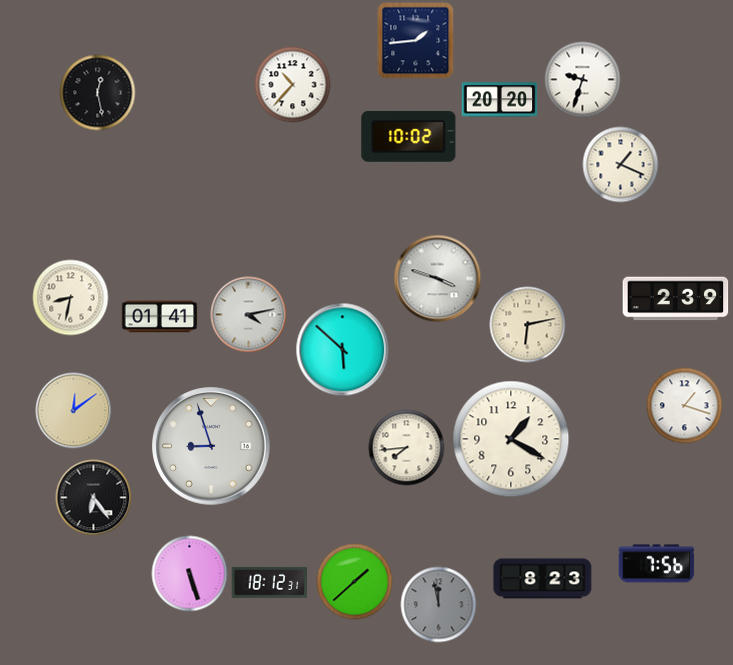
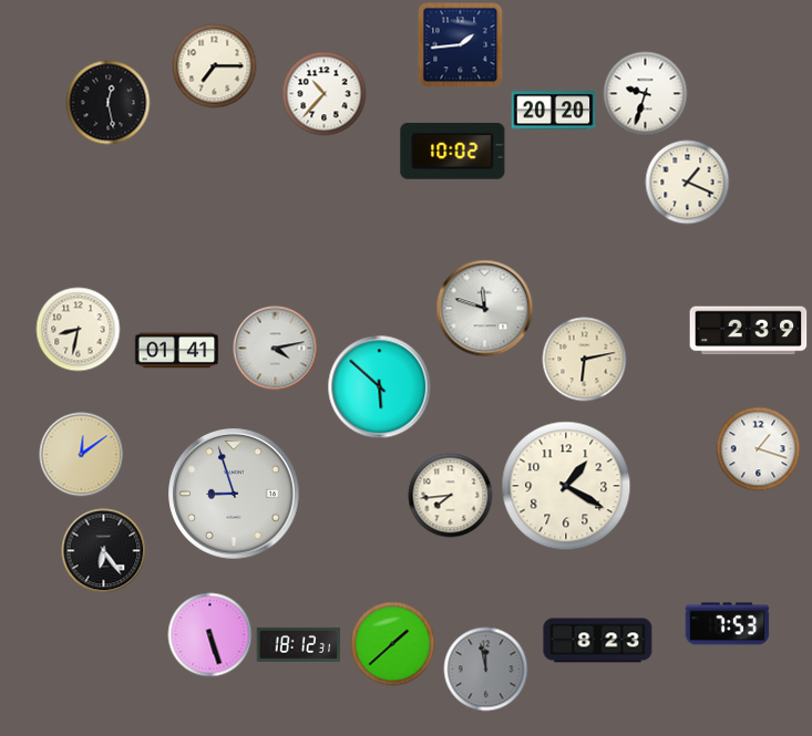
clock at (215, 66): none -> 7:15
clock at (583, 80) position: (583, 80) -> (646, 94)
clock at (438, 279): 3:48 -> 11:48
clock at (657, 564): 7:56 -> 7:53
clock at (543, 579) position: (543, 579) -> (598, 641)
